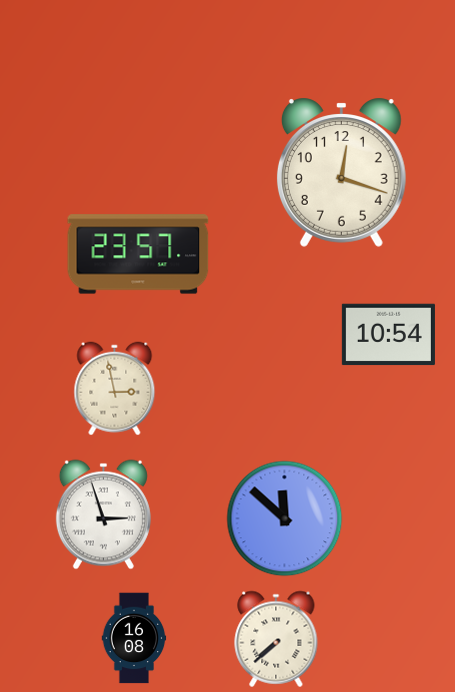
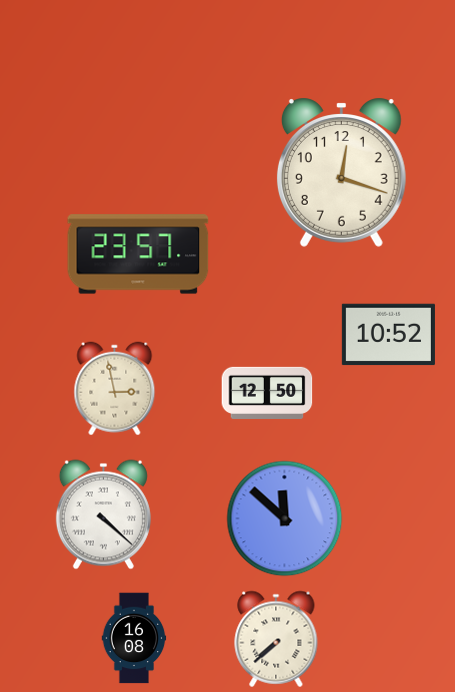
clock at (388, 335): 10:54 -> 10:52
clock at (267, 393): none -> 12:50
clock at (103, 515): 2:57 -> 4:22
